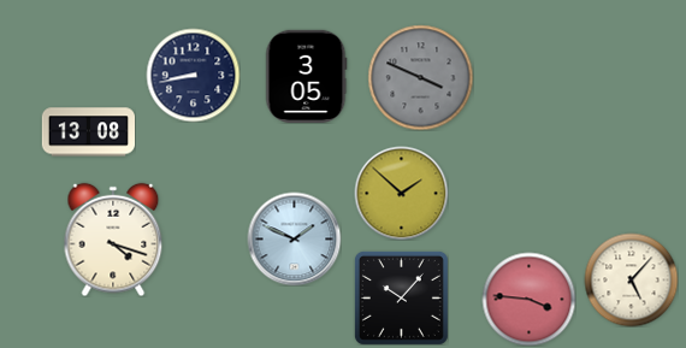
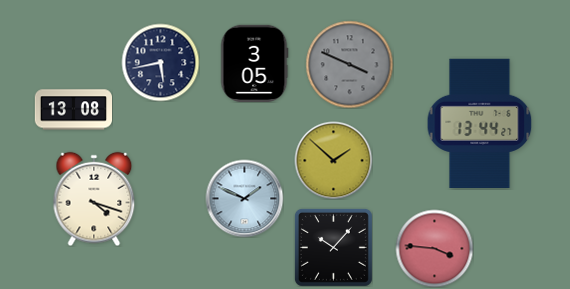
clock at (193, 75): 8:43 -> 5:43
clock at (480, 123): none -> 13:44
clock at (631, 279): 5:07 -> none
clock at (528, 299) position: (528, 299) -> (434, 248)
